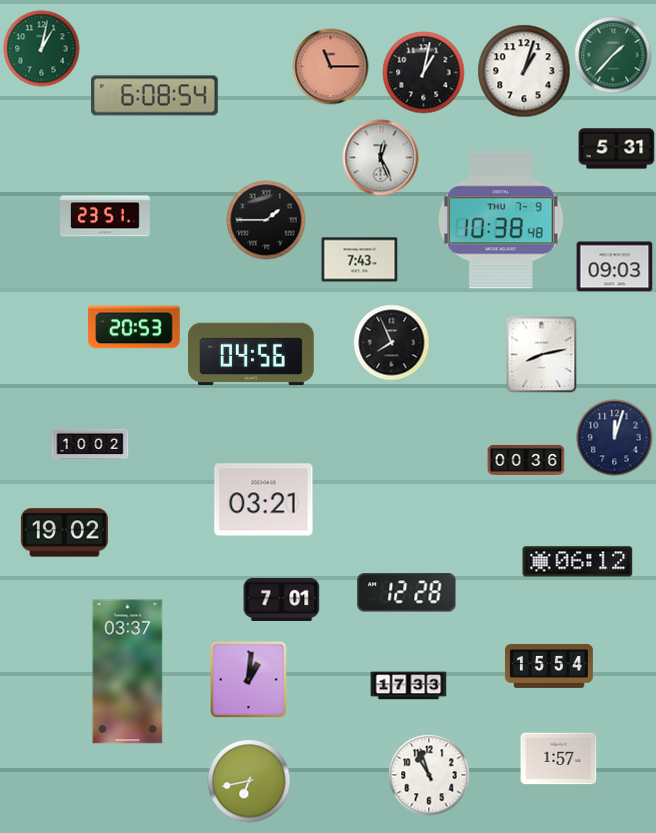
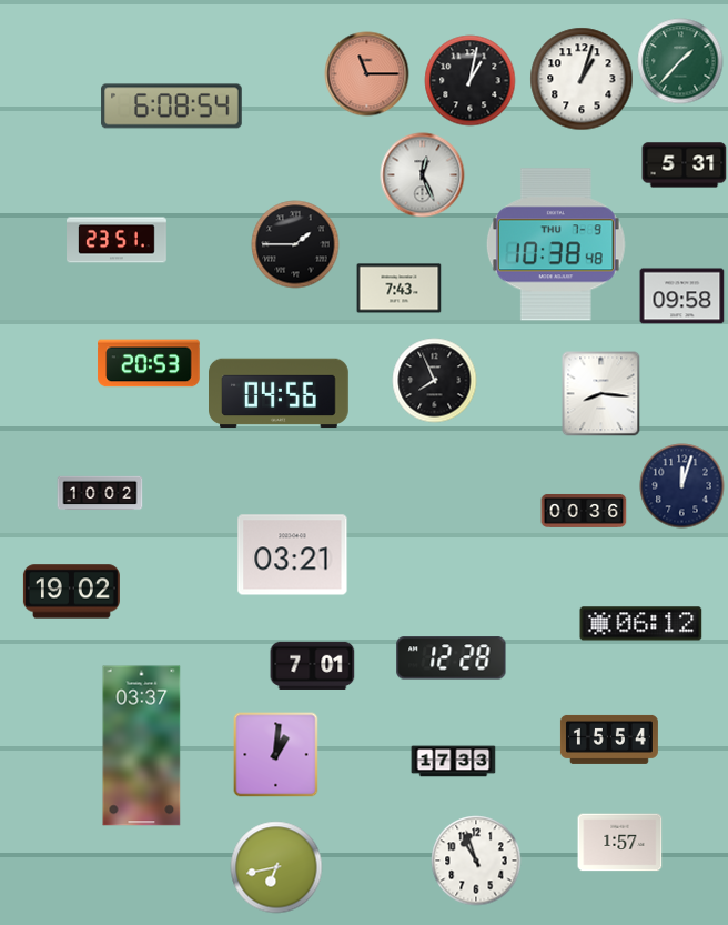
clock at (42, 49): 1:02 -> none
clock at (615, 267): 09:03 -> 09:58
clock at (542, 355): 8:13 -> 8:16
